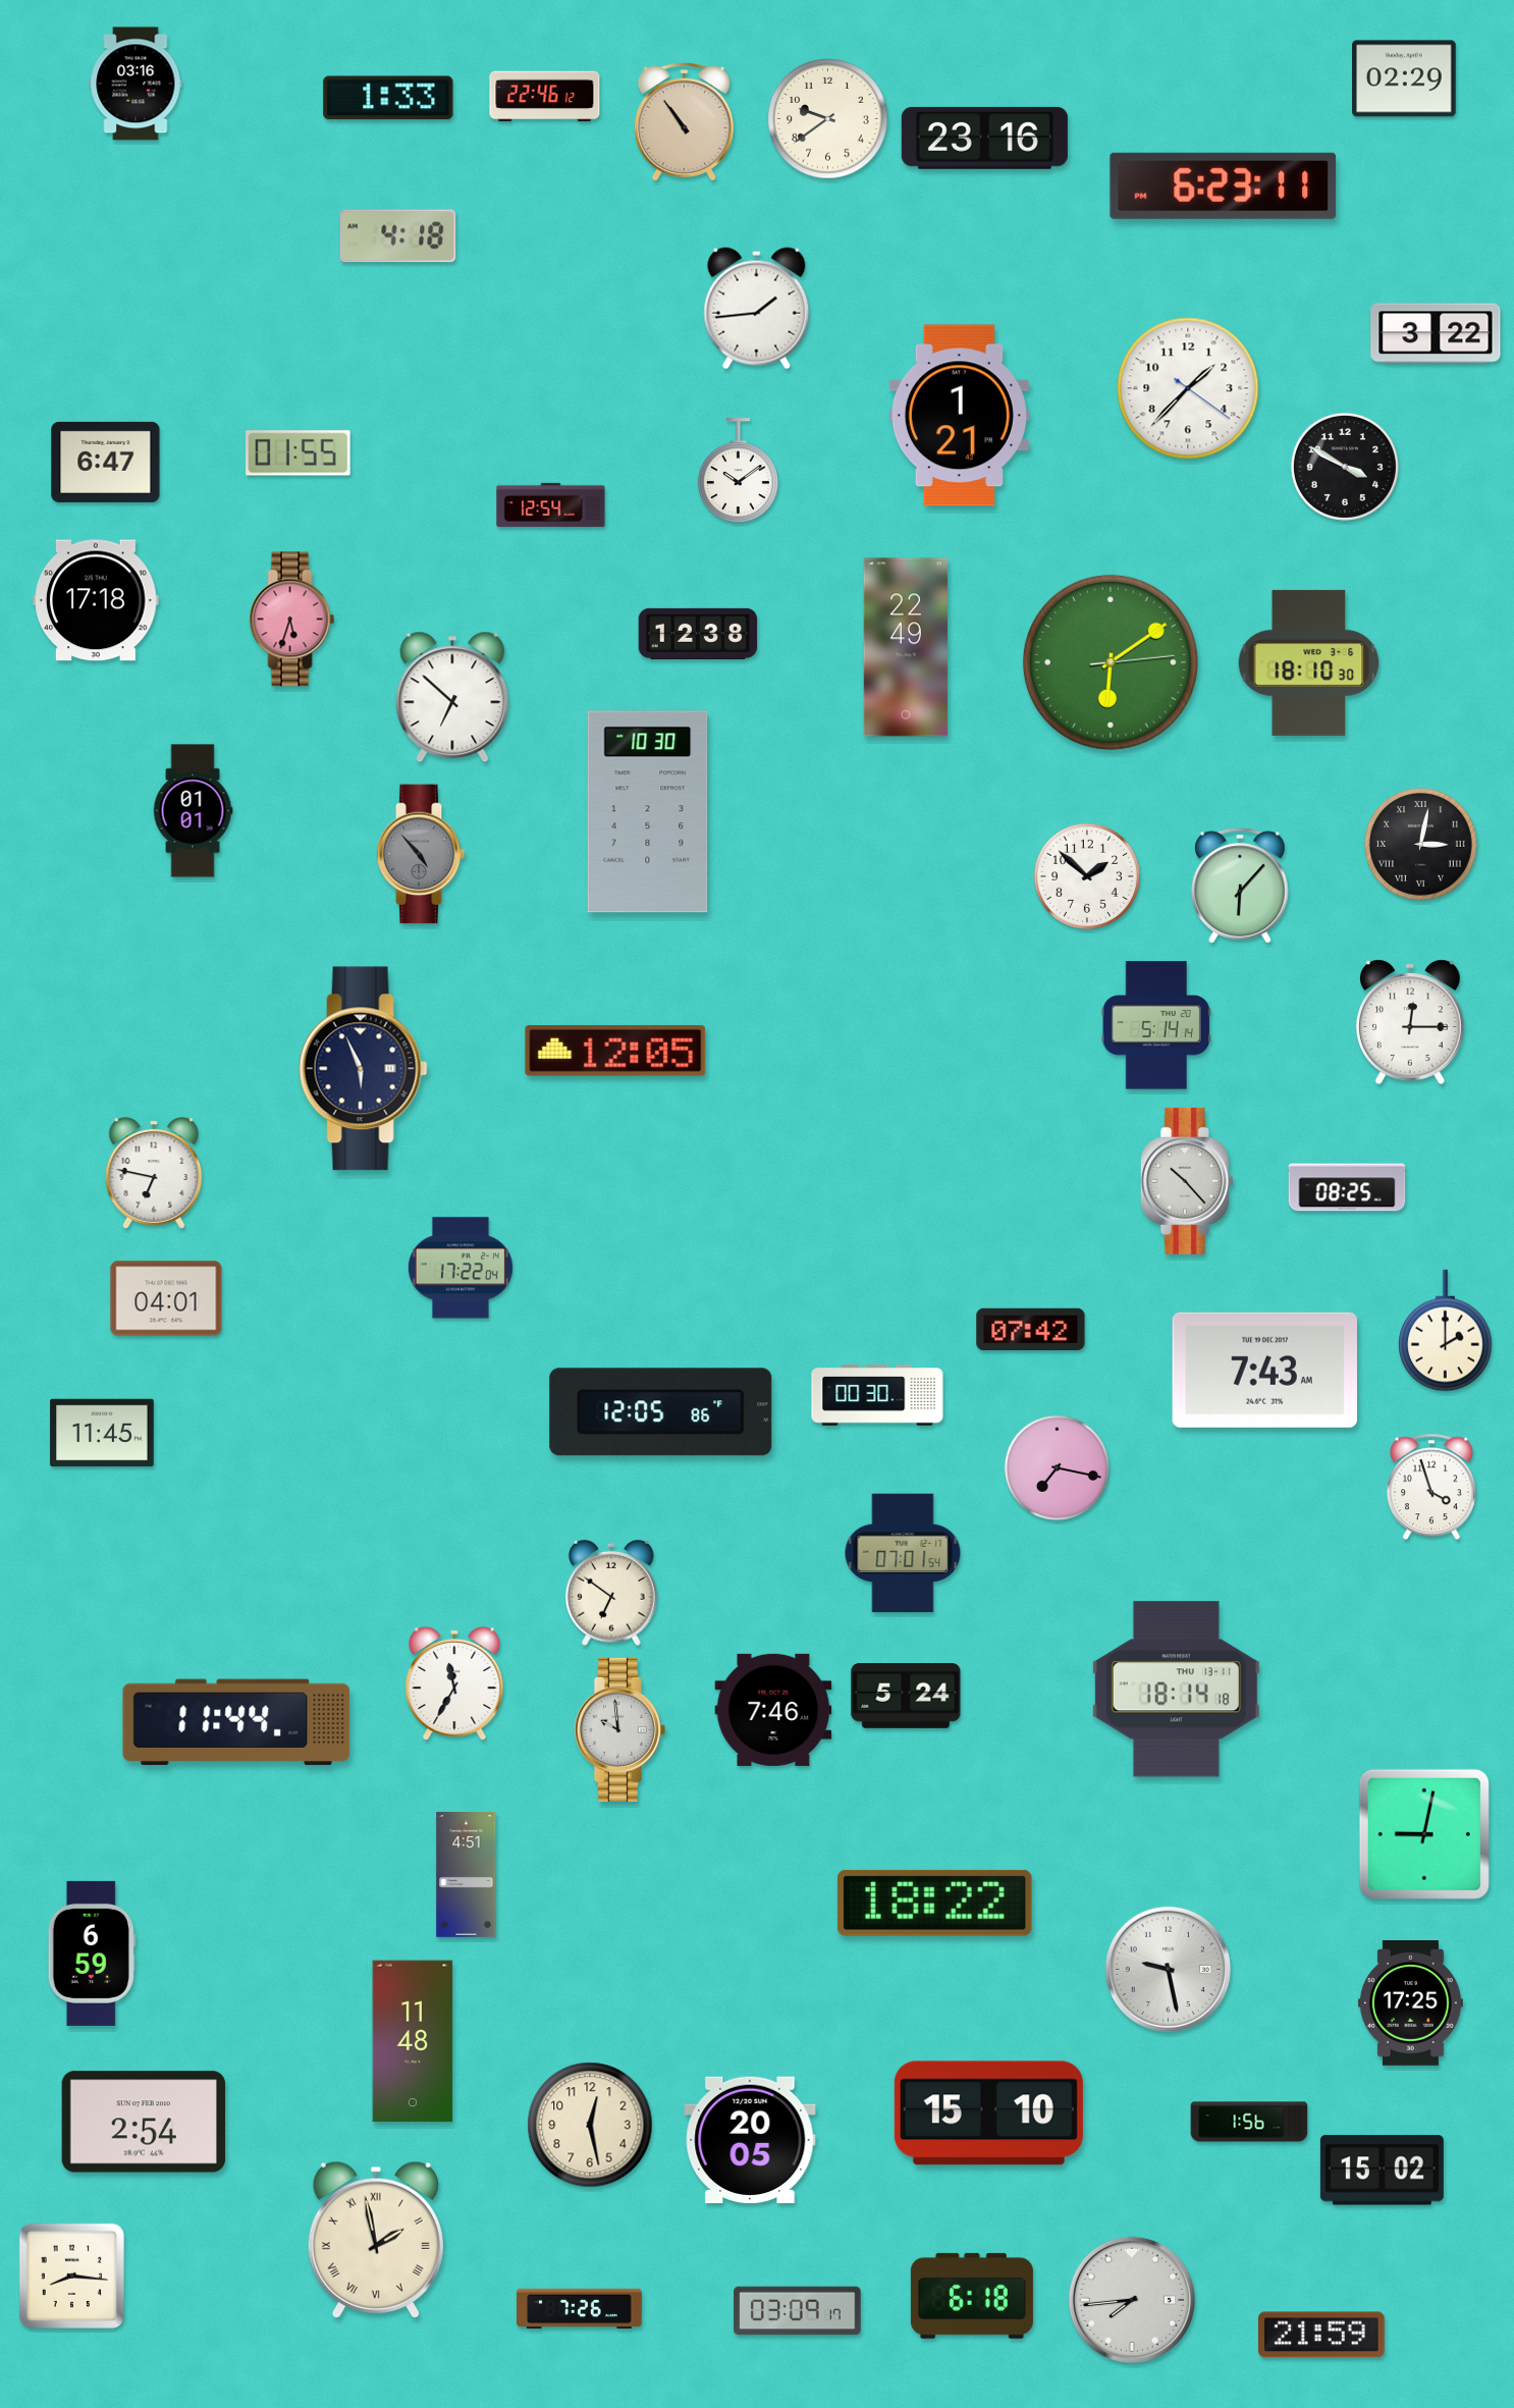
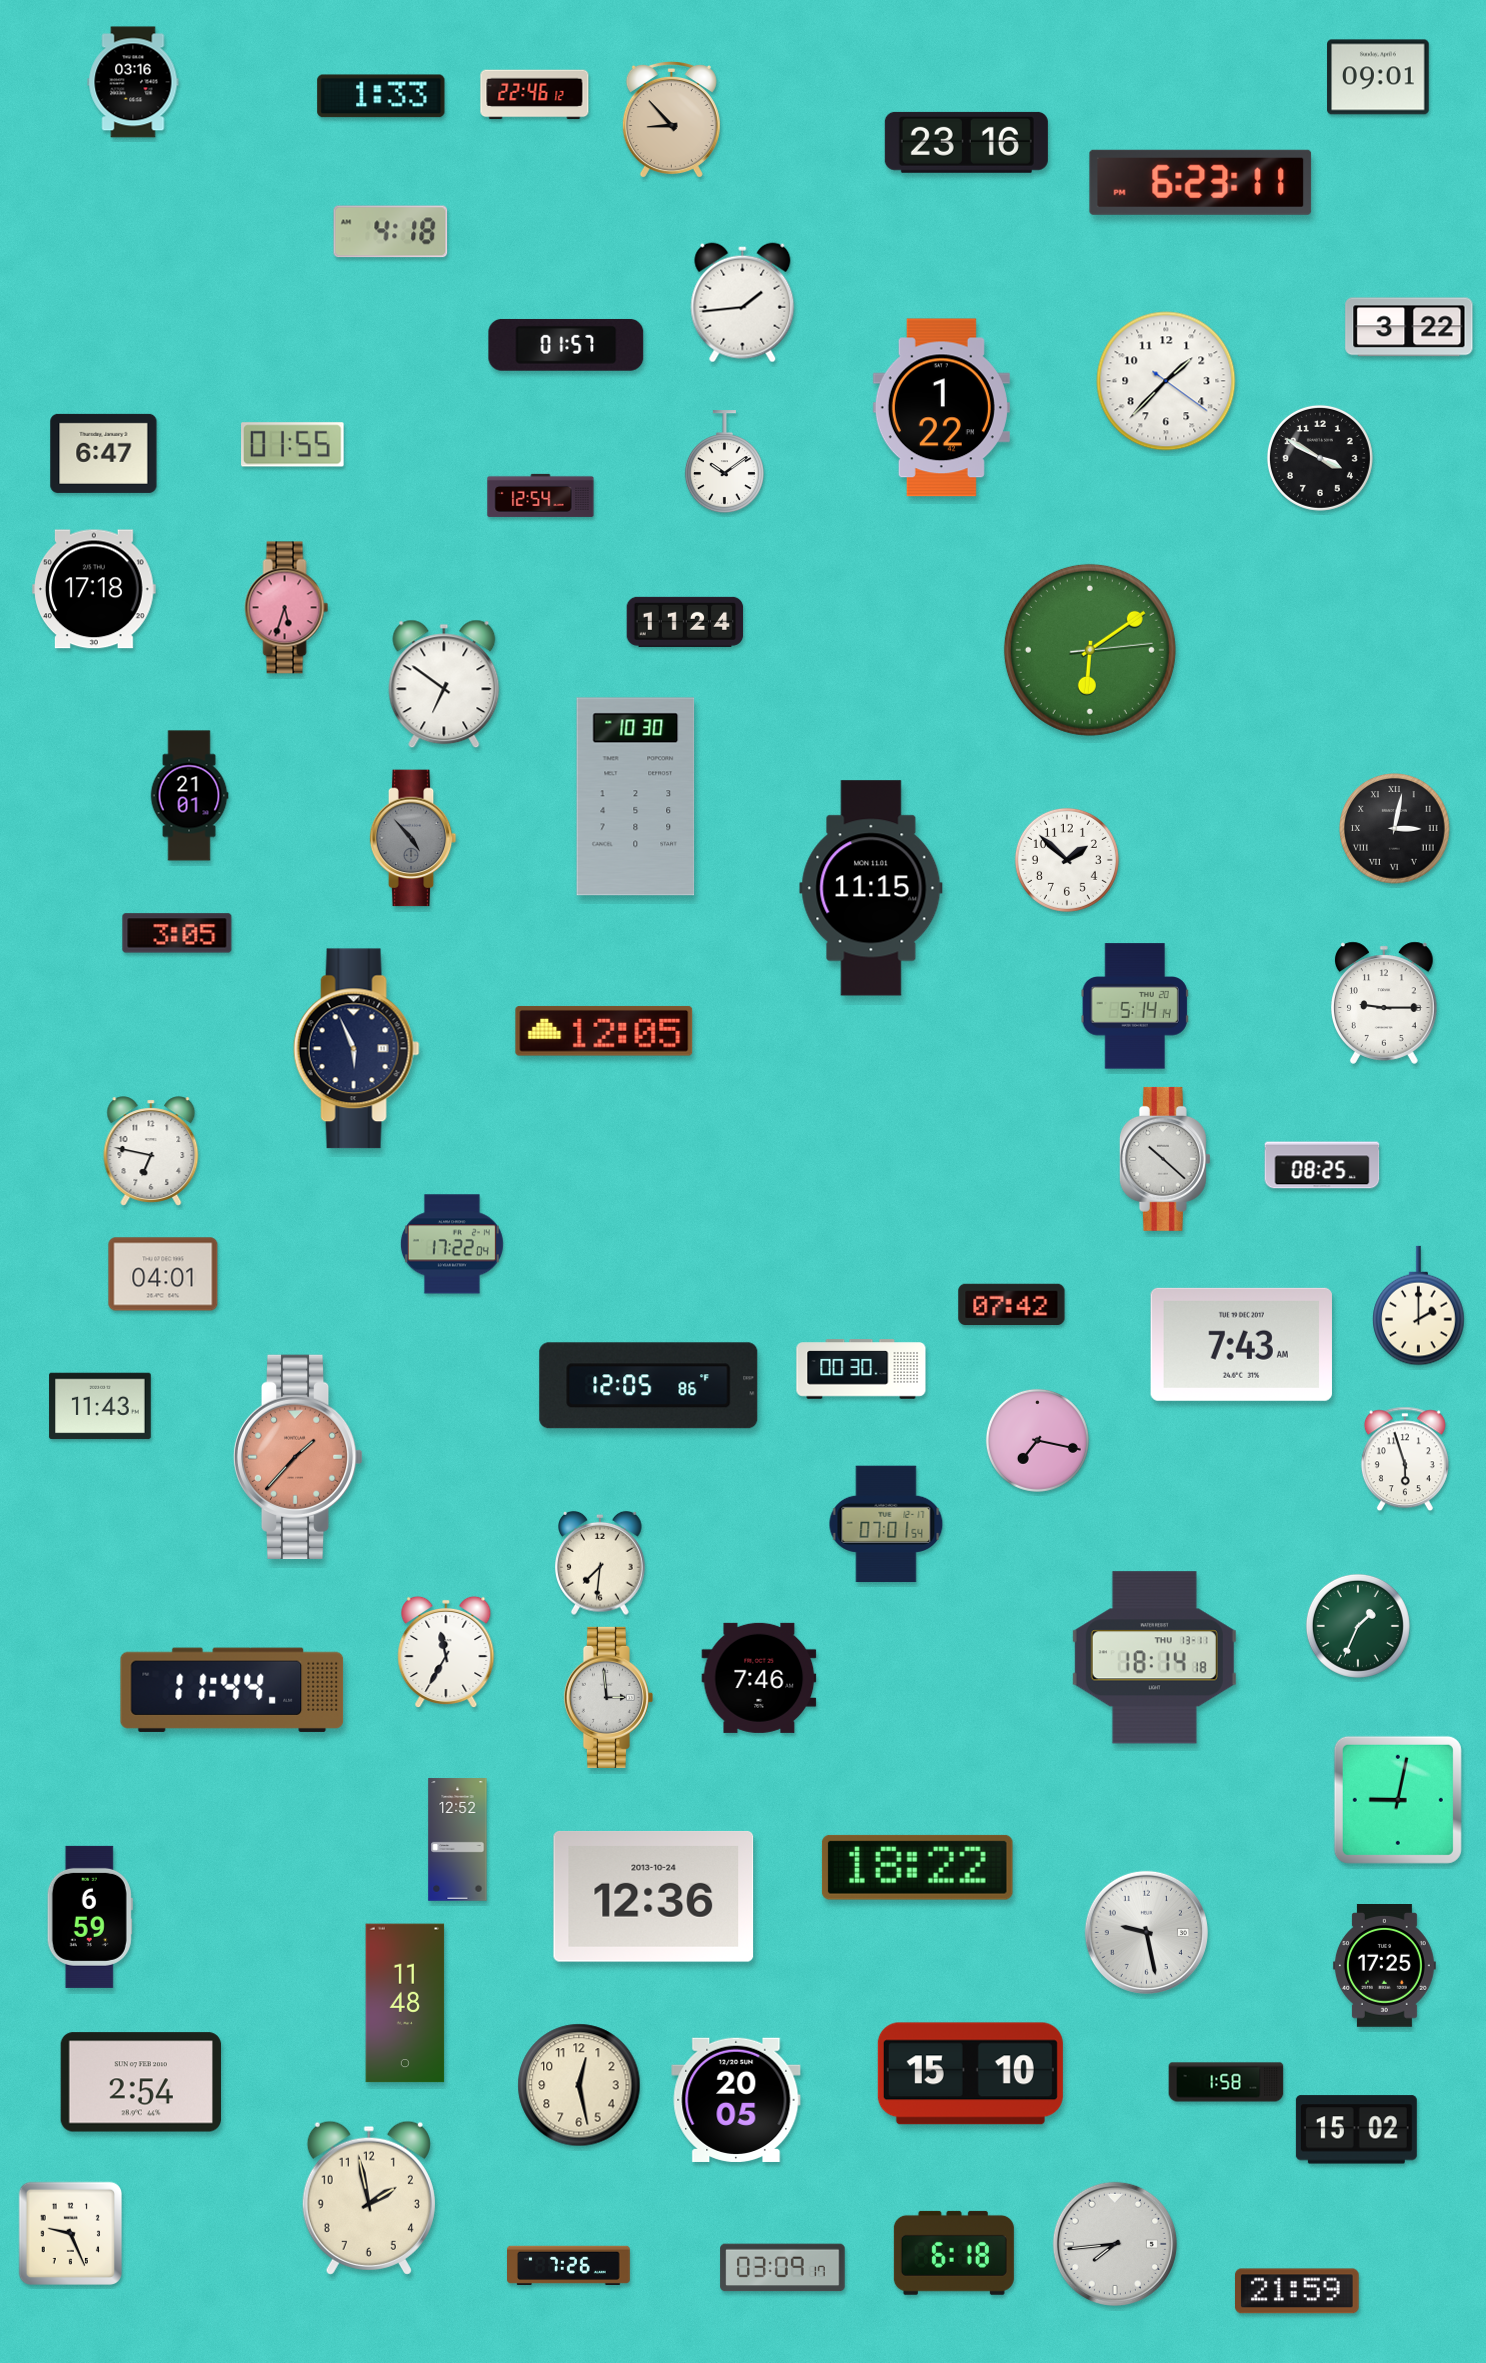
clock at (1404, 78): 02:29 -> 09:01
clock at (828, 119): 9:39 -> none
clock at (684, 121): 10:54 -> 8:53
clock at (984, 138) position: (984, 138) -> (966, 142)
clock at (566, 345): none -> 01:57
clock at (959, 416): 1:21 -> 1:22
clock at (698, 634): 12:38 -> 11:24
clock at (906, 647): 22:49 -> none
clock at (1309, 662): 18:10 -> none
clock at (452, 697): 6:52 -> 6:51
clock at (193, 811): 01:01 -> 21:01
clock at (1240, 886): 6:07 -> none
clock at (871, 888): none -> 11:15
clock at (177, 933): none -> 3:05
clock at (1411, 1022): 12:15 -> 9:15
clock at (1187, 1181): 10:23 -> 10:22
clock at (102, 1433): 11:45 -> 11:43
clock at (298, 1457): none -> 1:37
clock at (1431, 1487): 3:57 -> 5:57
clock at (611, 1593): 6:51 -> 7:31
clock at (1358, 1626): none -> 1:34
clock at (906, 1697): 5:24 -> none
clock at (619, 1729): 9:59 -> 2:59
clock at (467, 1875): 4:51 -> 12:52
clock at (654, 1896): none -> 12:36
clock at (1249, 2122): 1:56 -> 1:58
clock at (376, 2240) numerals: Roman -> Arabic
clock at (72, 2277): 8:16 -> 9:26
clock at (1132, 2300) position: (1132, 2300) -> (1115, 2244)
